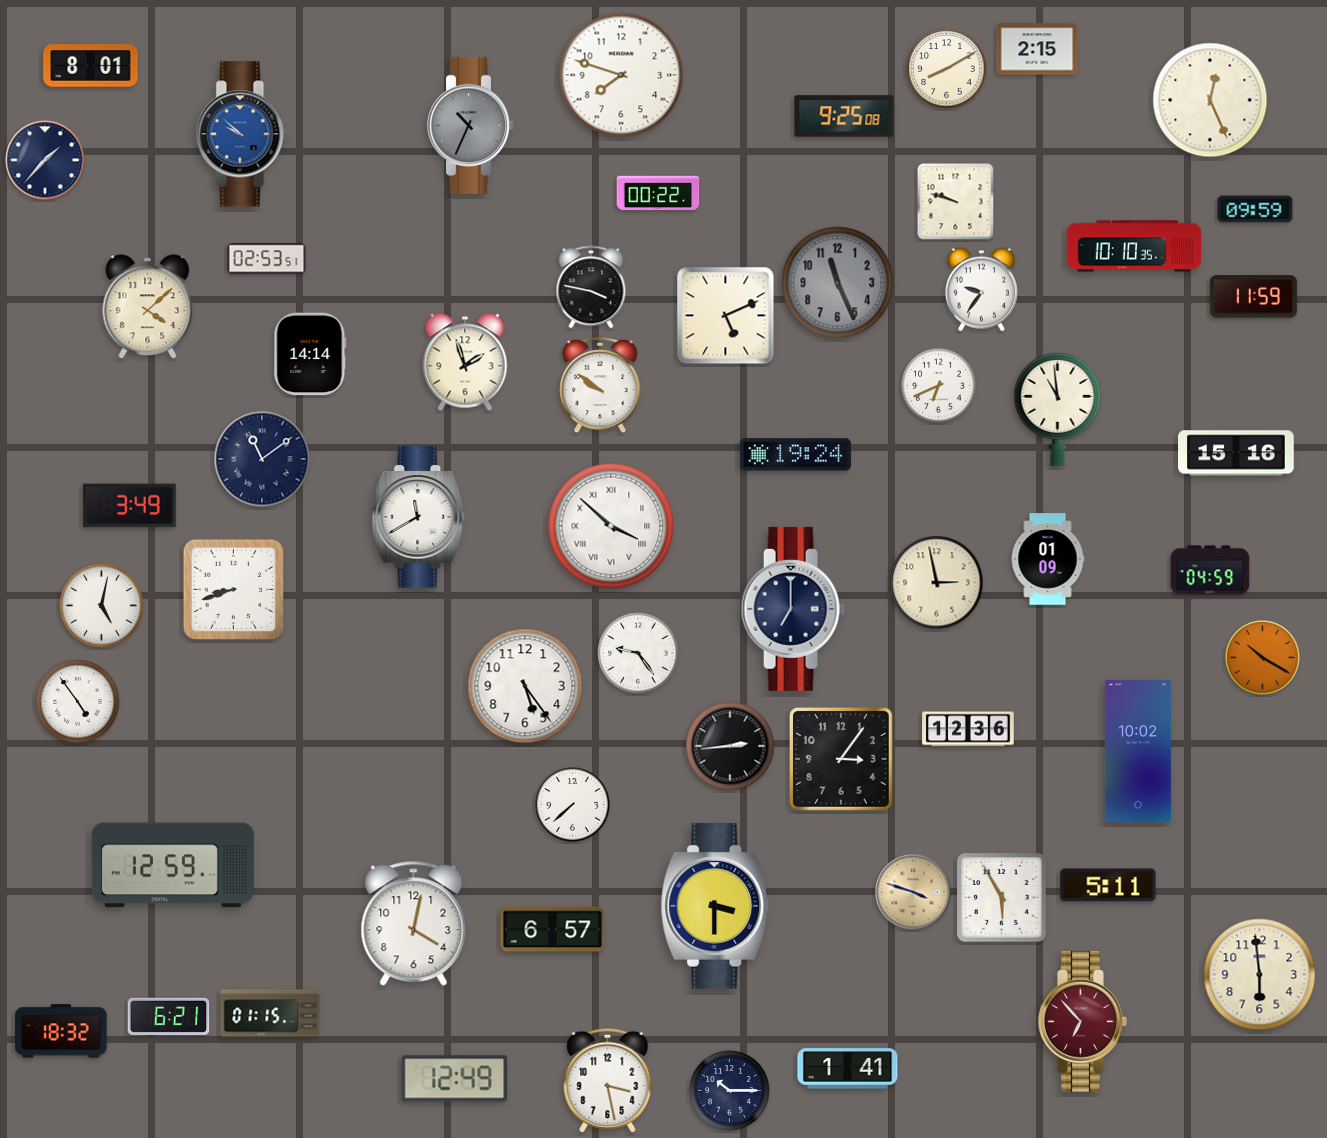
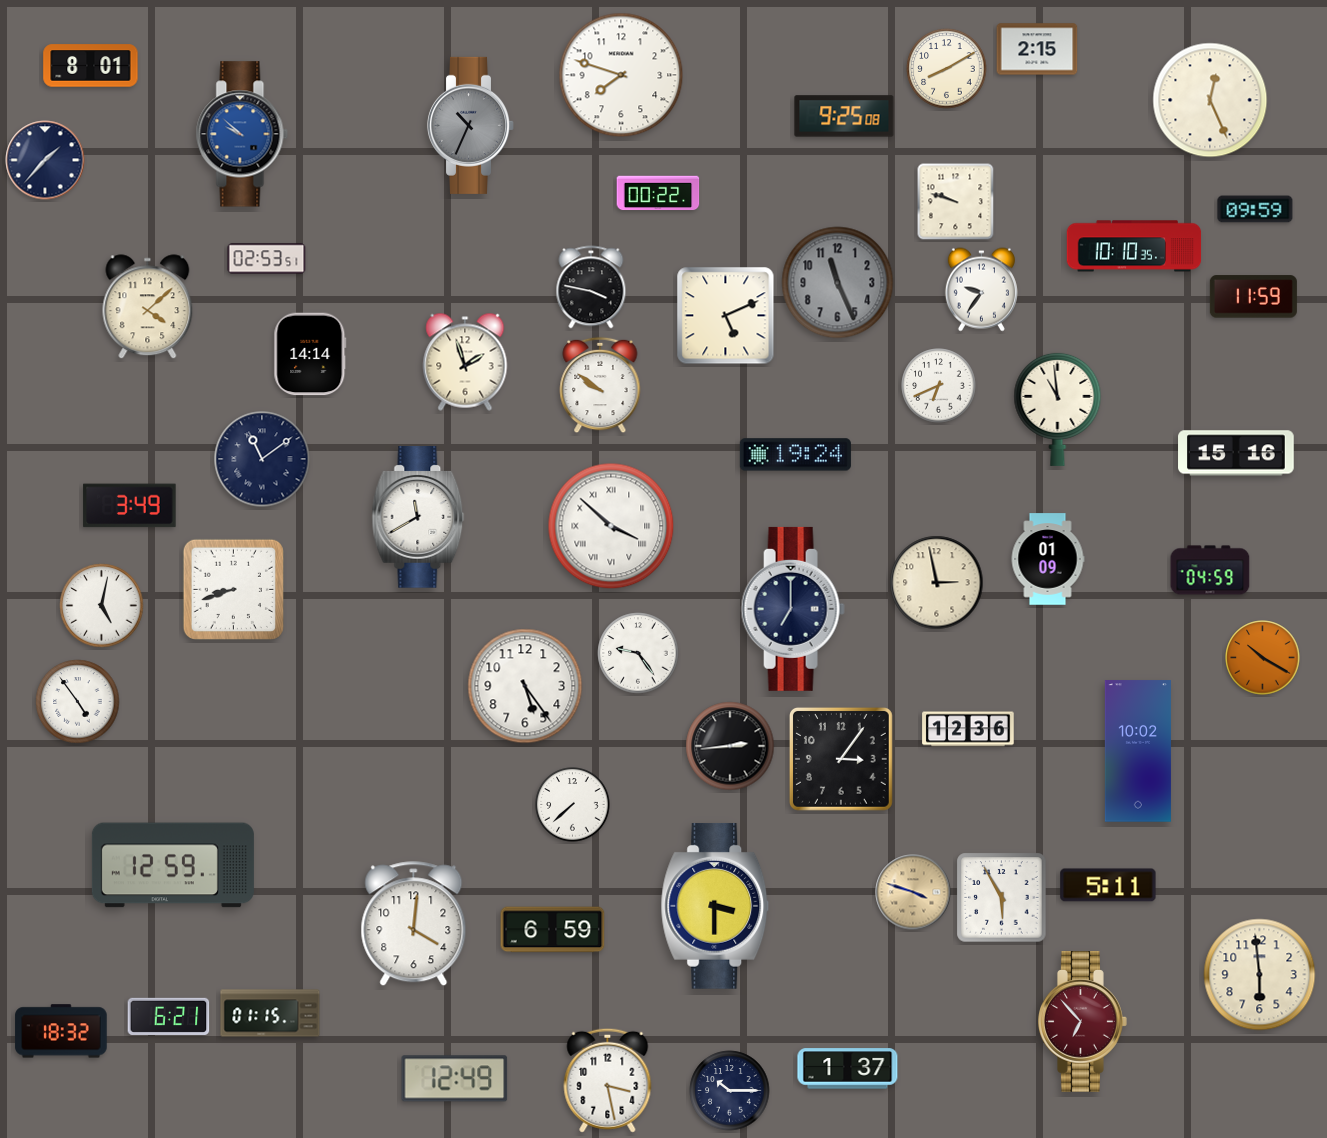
clock at (414, 924): 4:02 -> 4:01
clock at (553, 930): 6:57 -> 6:59
clock at (848, 1069): 1:41 -> 1:37
